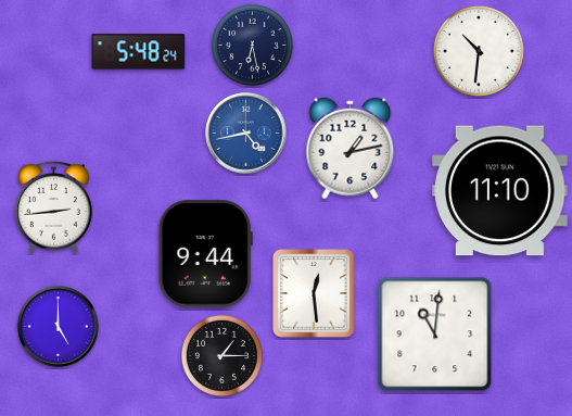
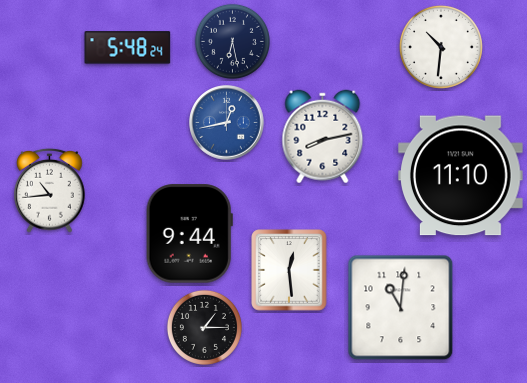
clock at (246, 134): 4:43 -> 12:43
clock at (351, 149): 1:13 -> 8:13
clock at (54, 206): 2:44 -> 10:44
clock at (59, 327): 5:00 -> none
